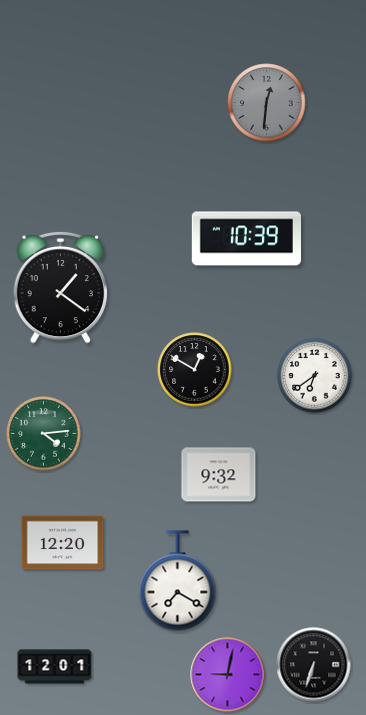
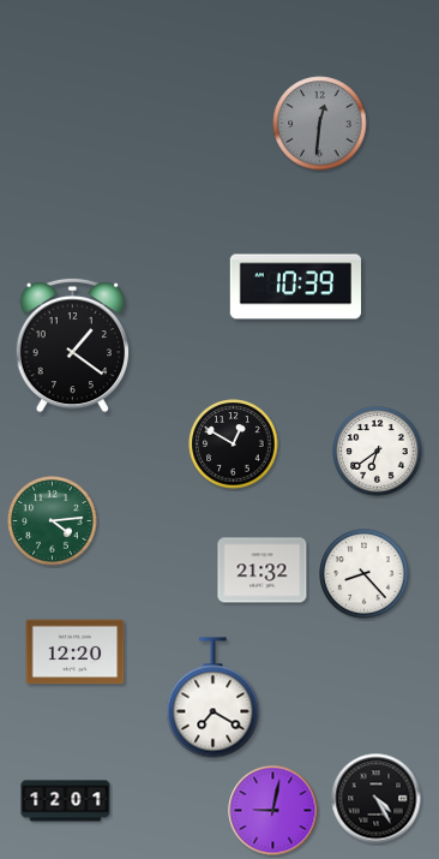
clock at (219, 475): 9:32 -> 21:32
clock at (365, 574): none -> 8:23
clock at (314, 665): 6:33 -> 4:25
